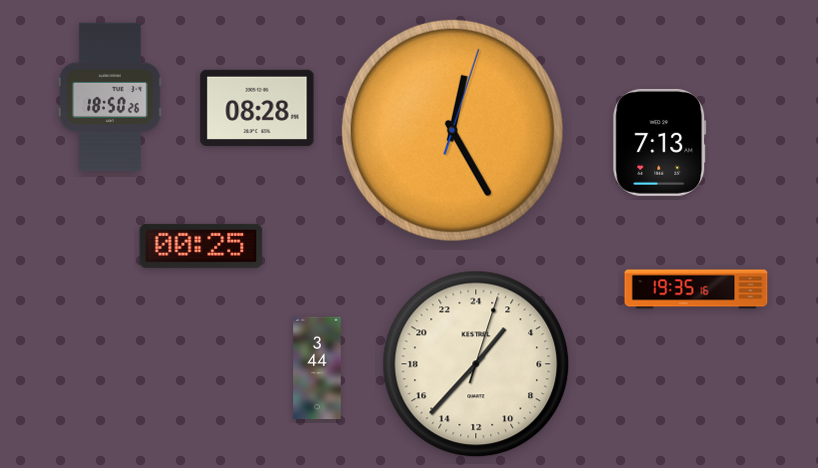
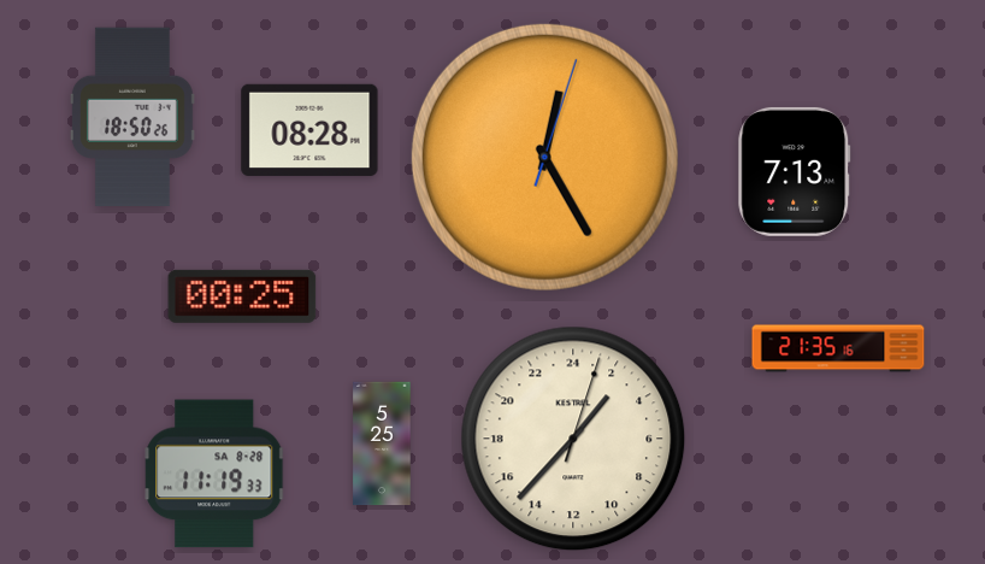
clock at (696, 289): 19:35 -> 21:35
clock at (317, 368): 3:44 -> 5:25
clock at (214, 474): none -> 11:19
